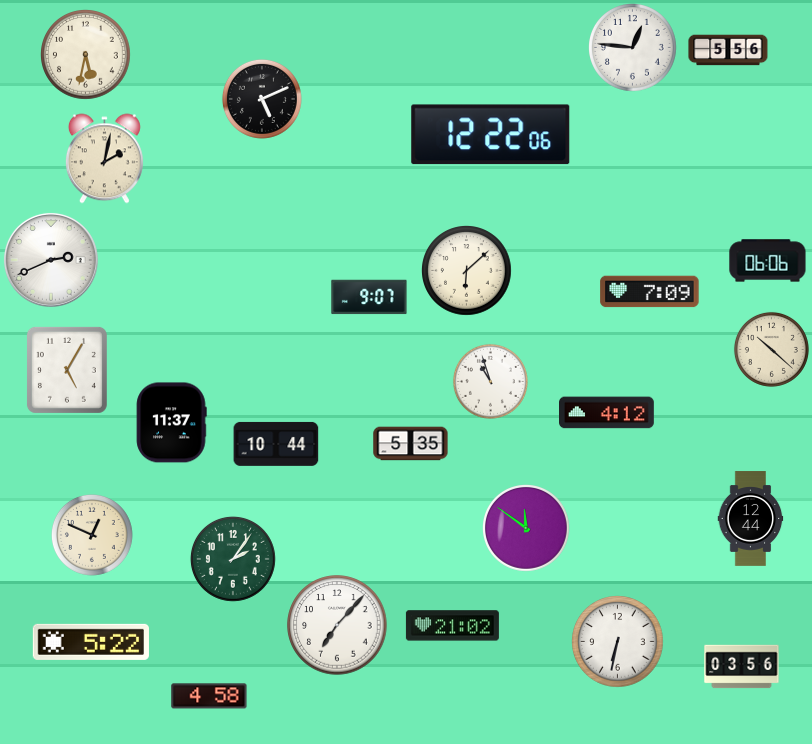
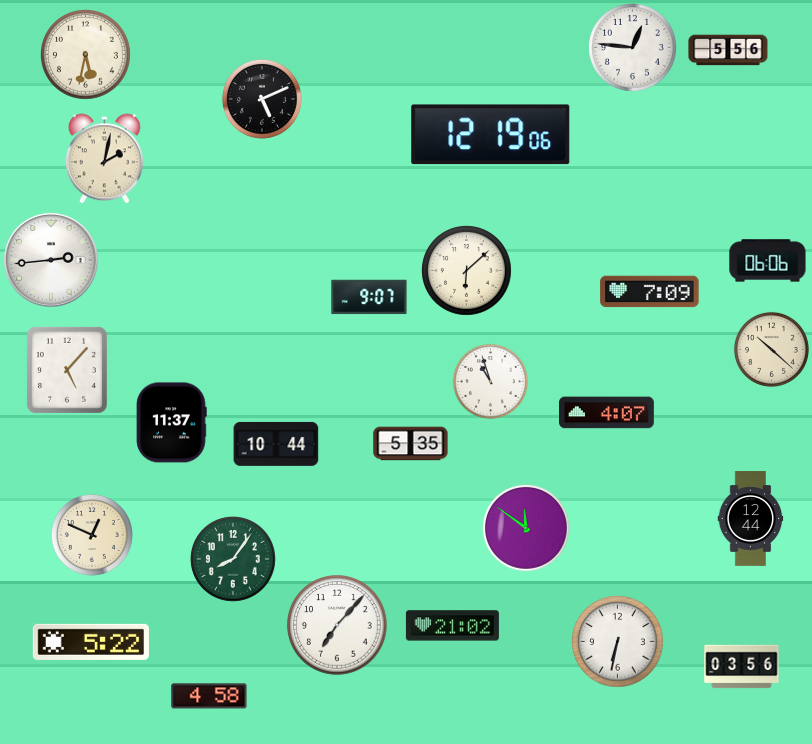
clock at (491, 135): 12:22 -> 12:19
clock at (51, 260): 2:41 -> 2:44
clock at (67, 370): 5:05 -> 5:07
clock at (607, 413): 4:12 -> 4:07
clock at (233, 559): 2:06 -> 8:06
